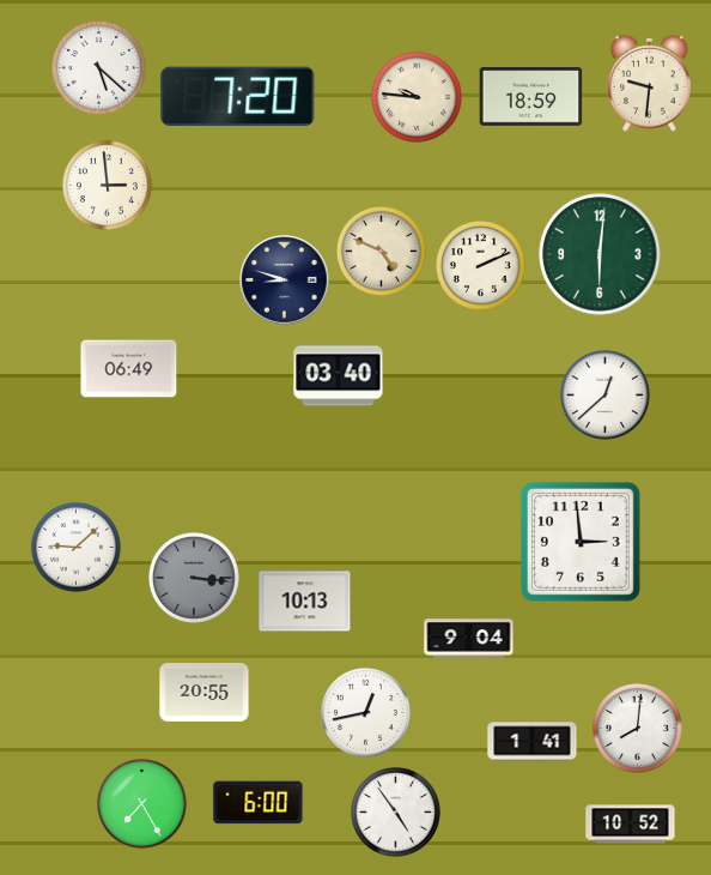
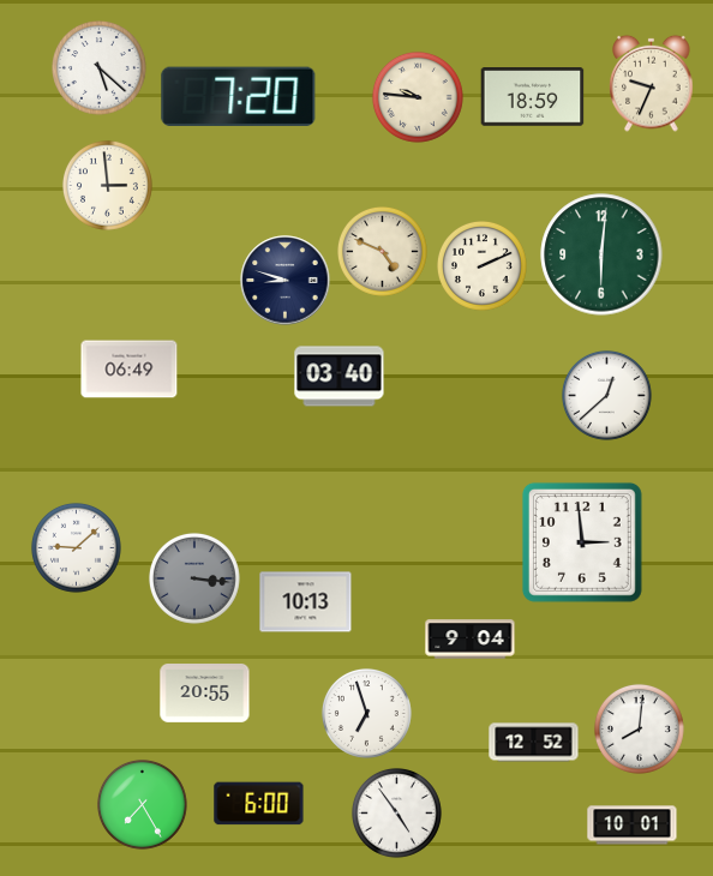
clock at (650, 83): 9:31 -> 9:34
clock at (365, 712): 12:43 -> 6:57
clock at (533, 742): 1:41 -> 12:52
clock at (631, 825): 10:52 -> 10:01
